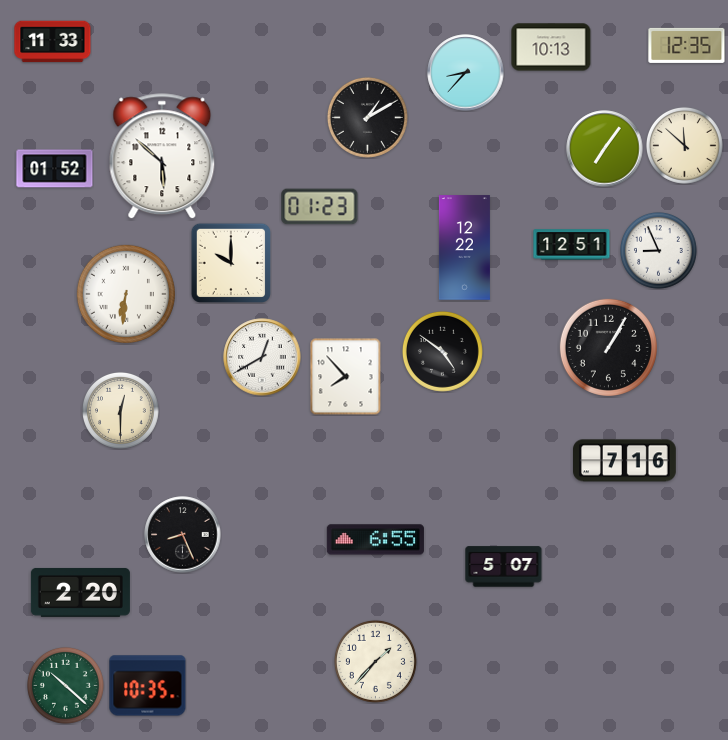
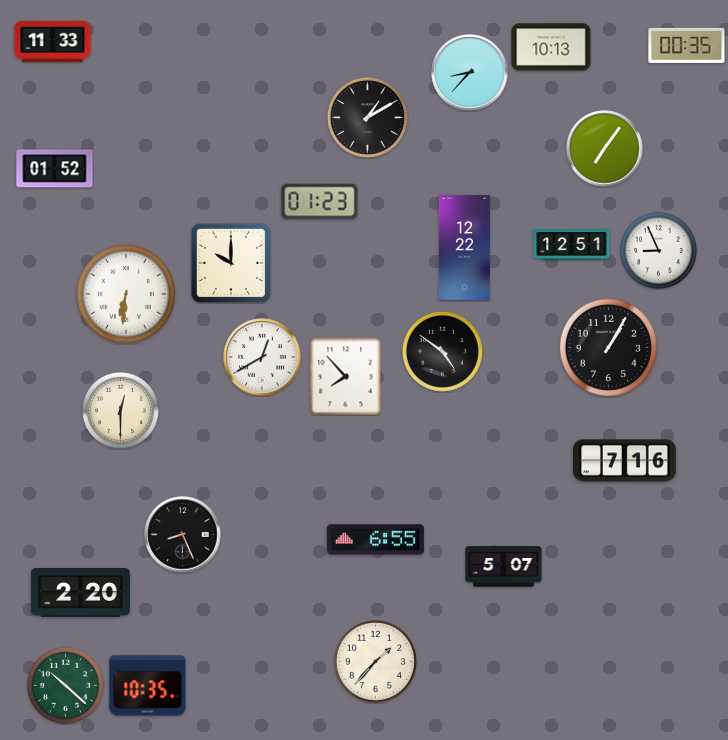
clock at (687, 45): 12:35 -> 00:35
clock at (466, 73) position: (466, 73) -> (470, 73)
clock at (684, 145): 11:52 -> none
clock at (162, 157): 5:52 -> none
clock at (320, 207) position: (320, 207) -> (320, 202)
